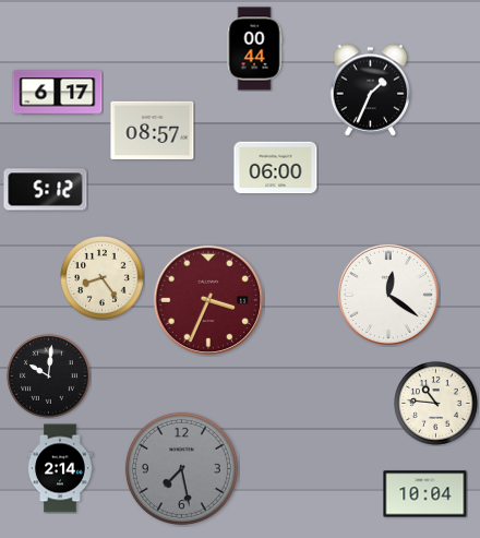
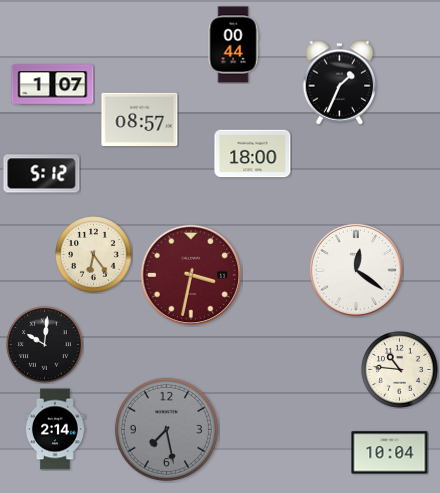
clock at (58, 93): 6:17 -> 1:07
clock at (276, 168): 06:00 -> 18:00
clock at (103, 278): 8:24 -> 6:24
clock at (207, 299): 3:34 -> 3:32
